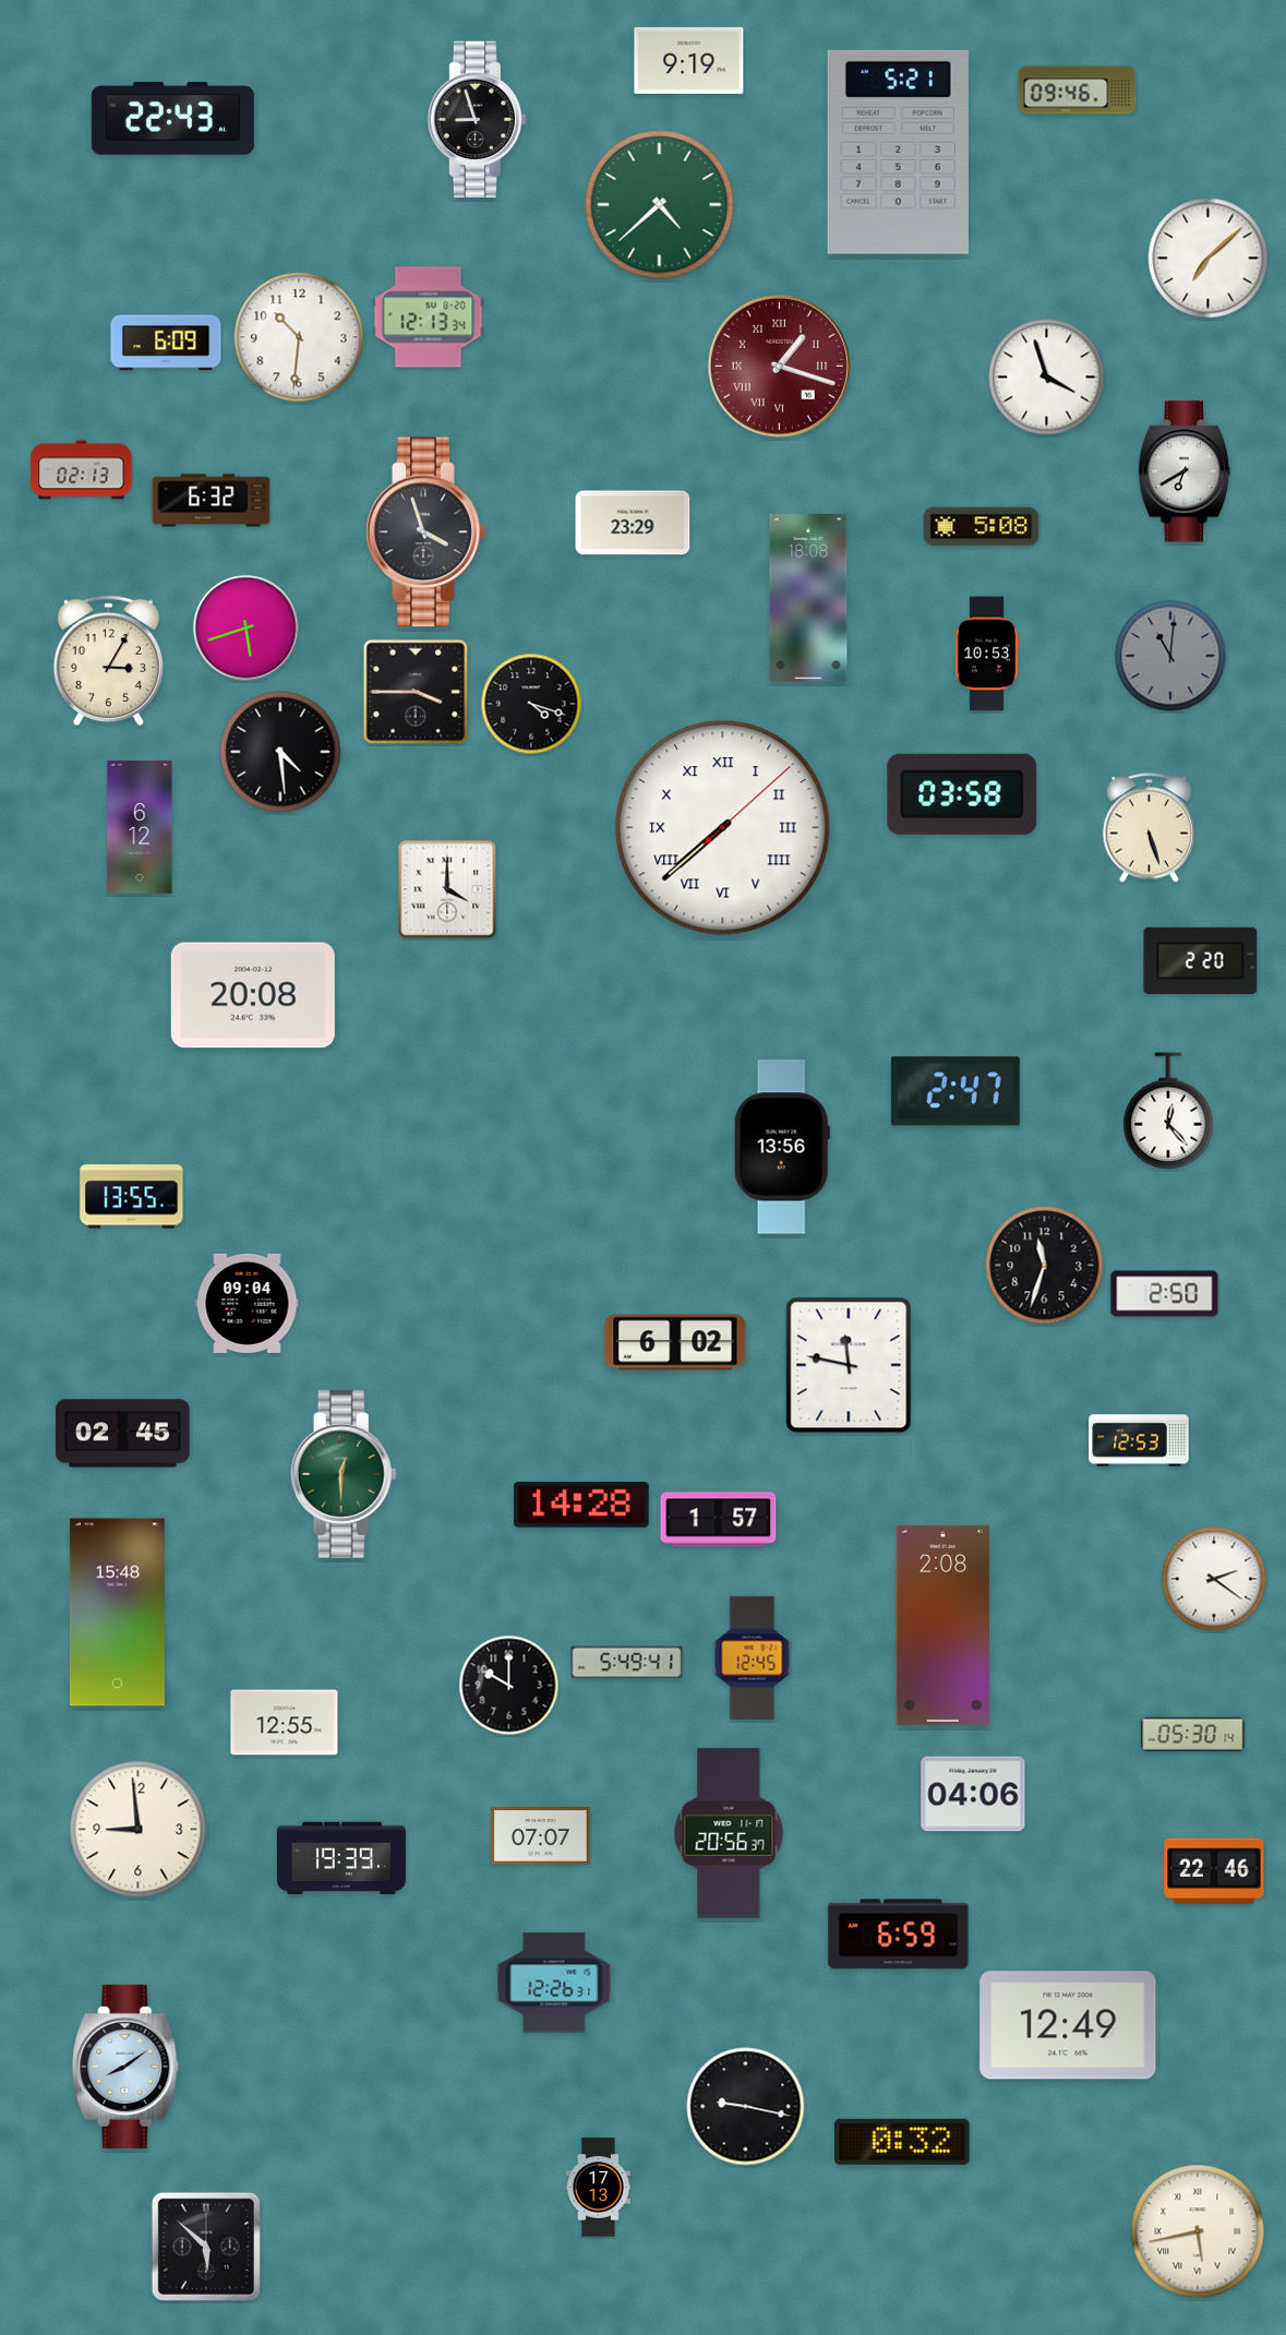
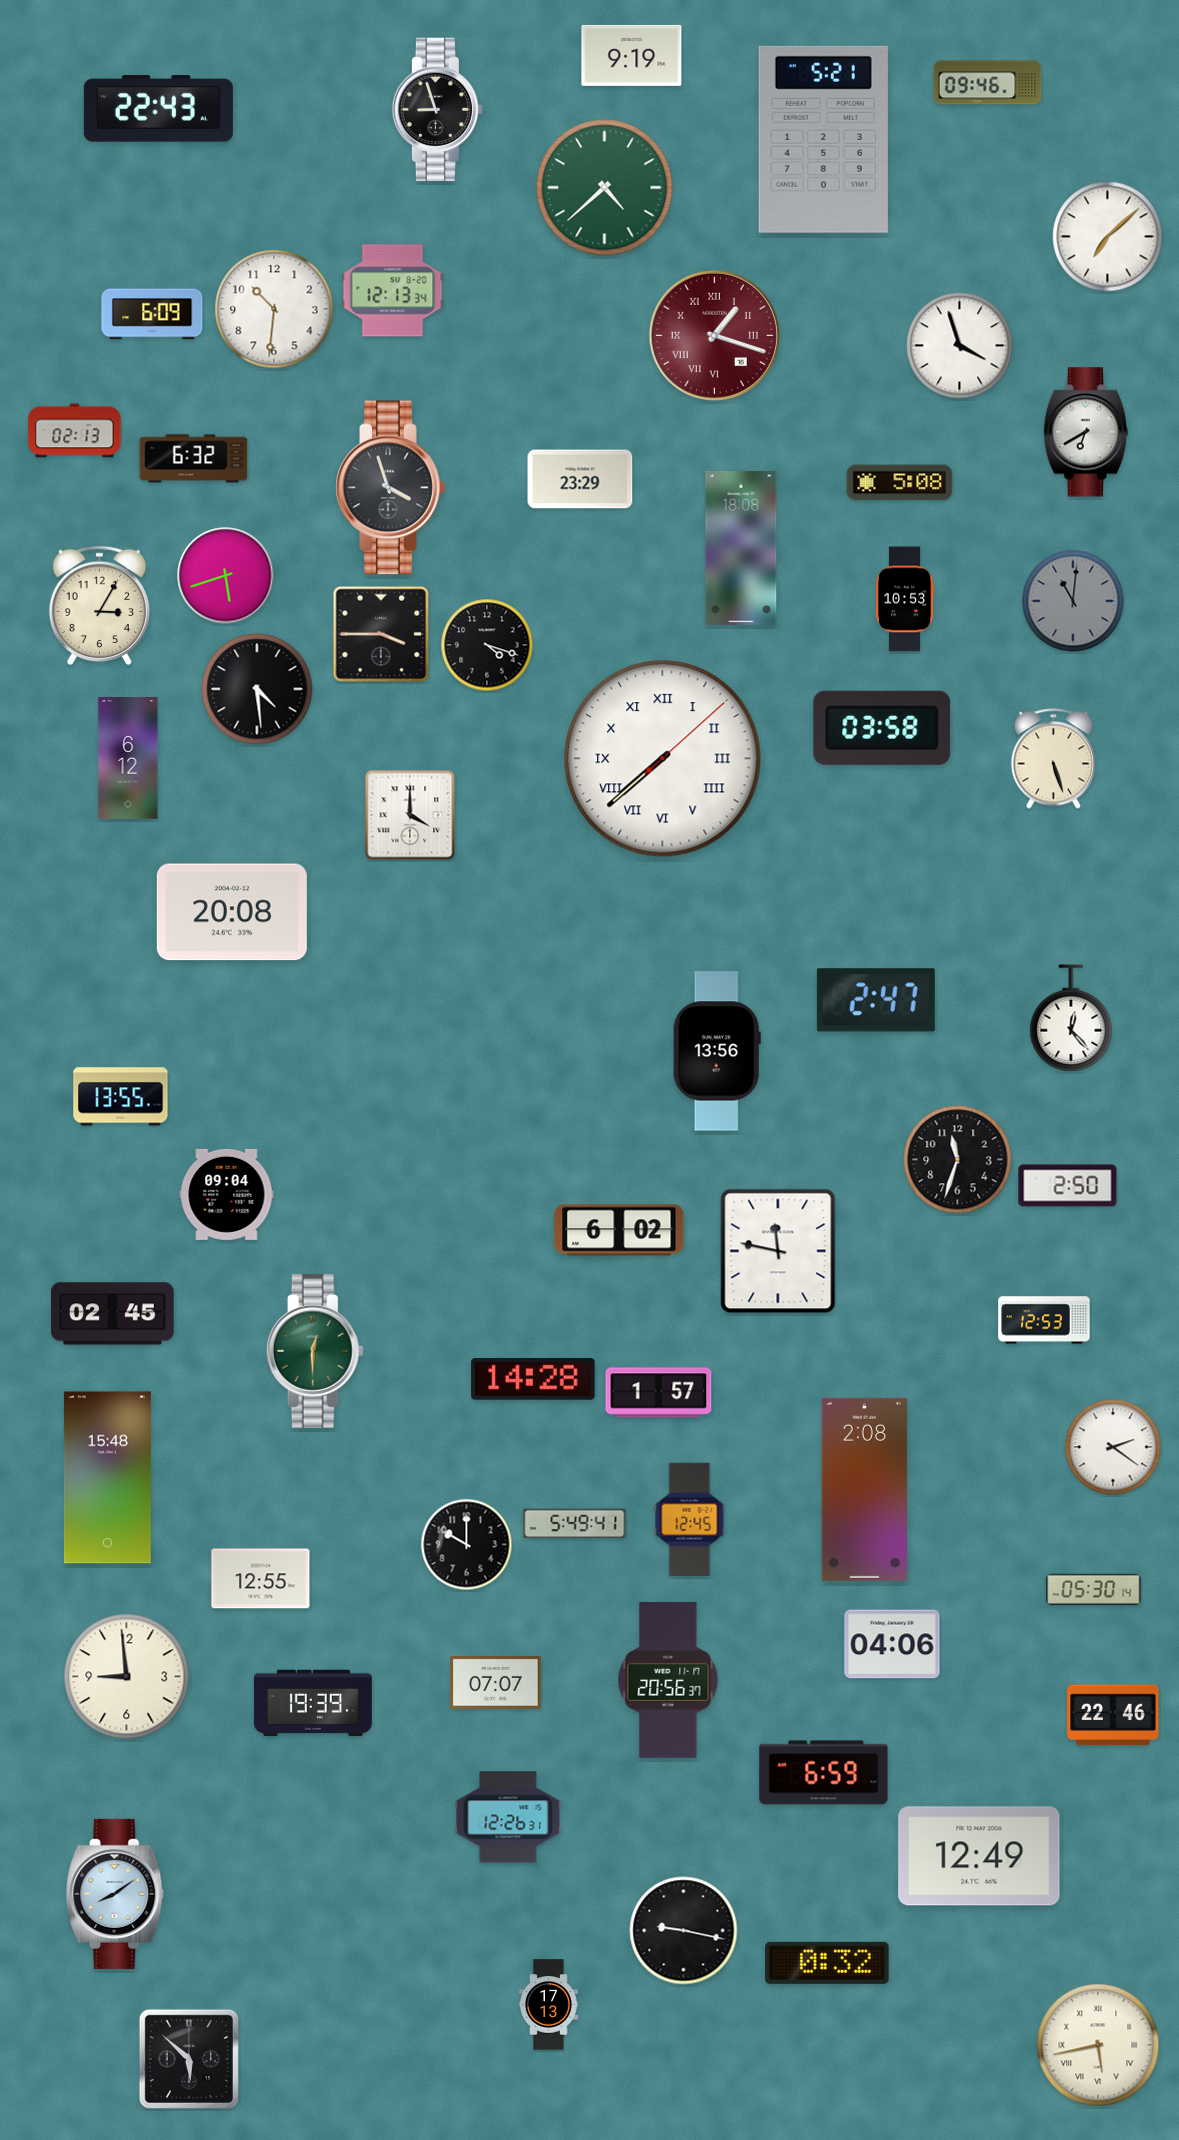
clock at (1201, 960): 2:20 -> none
